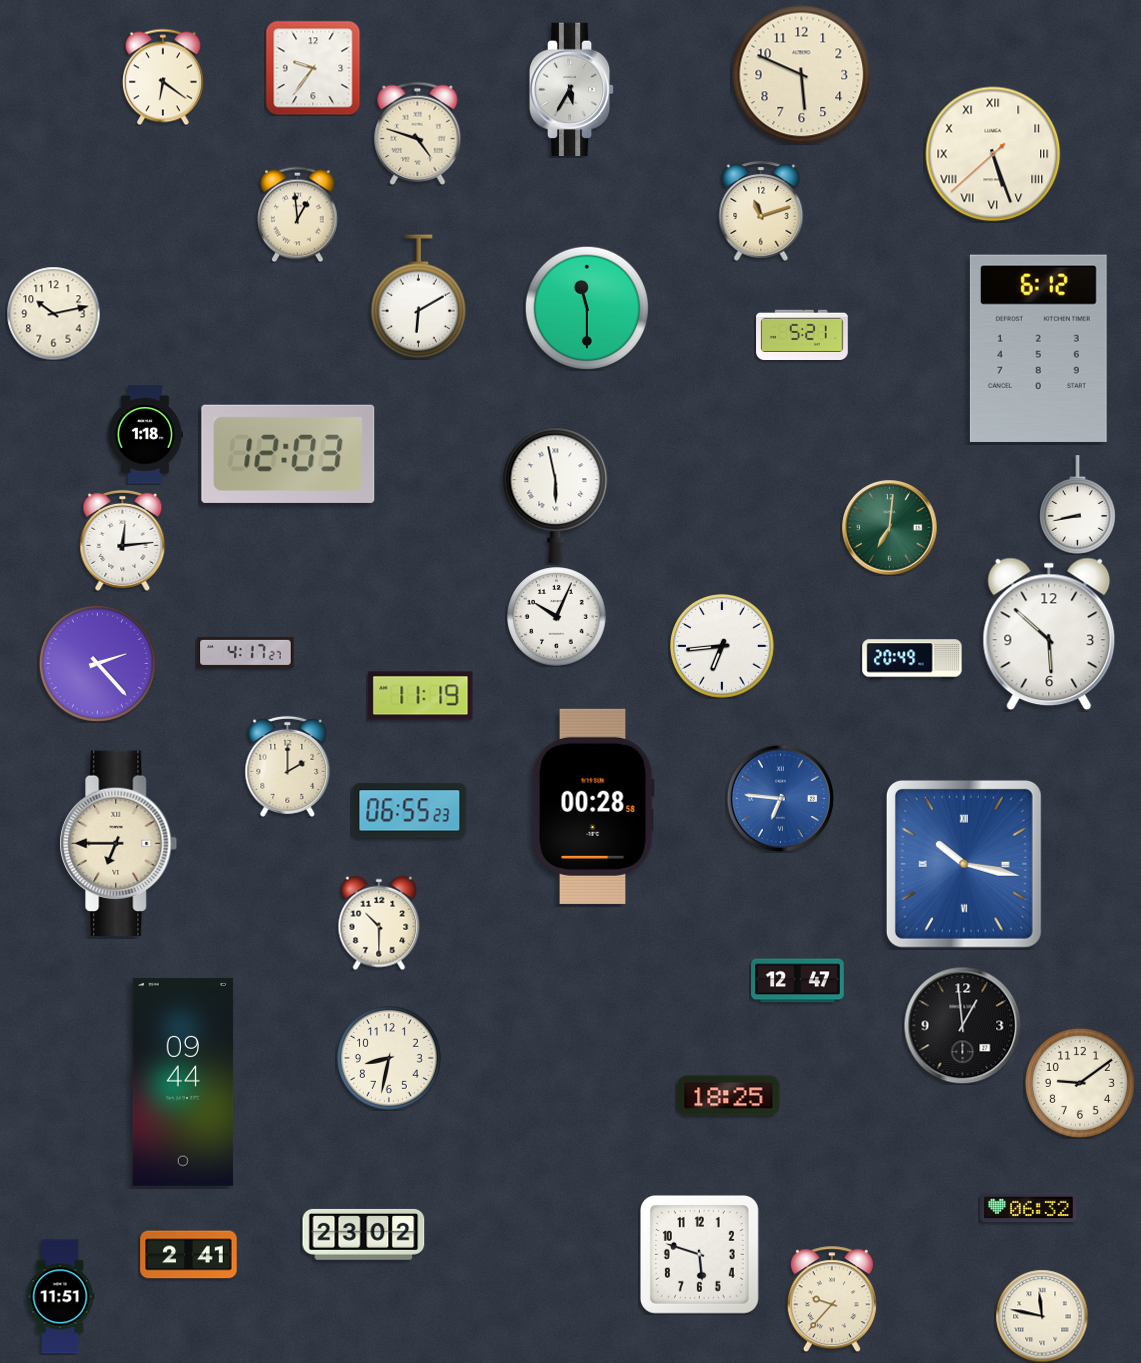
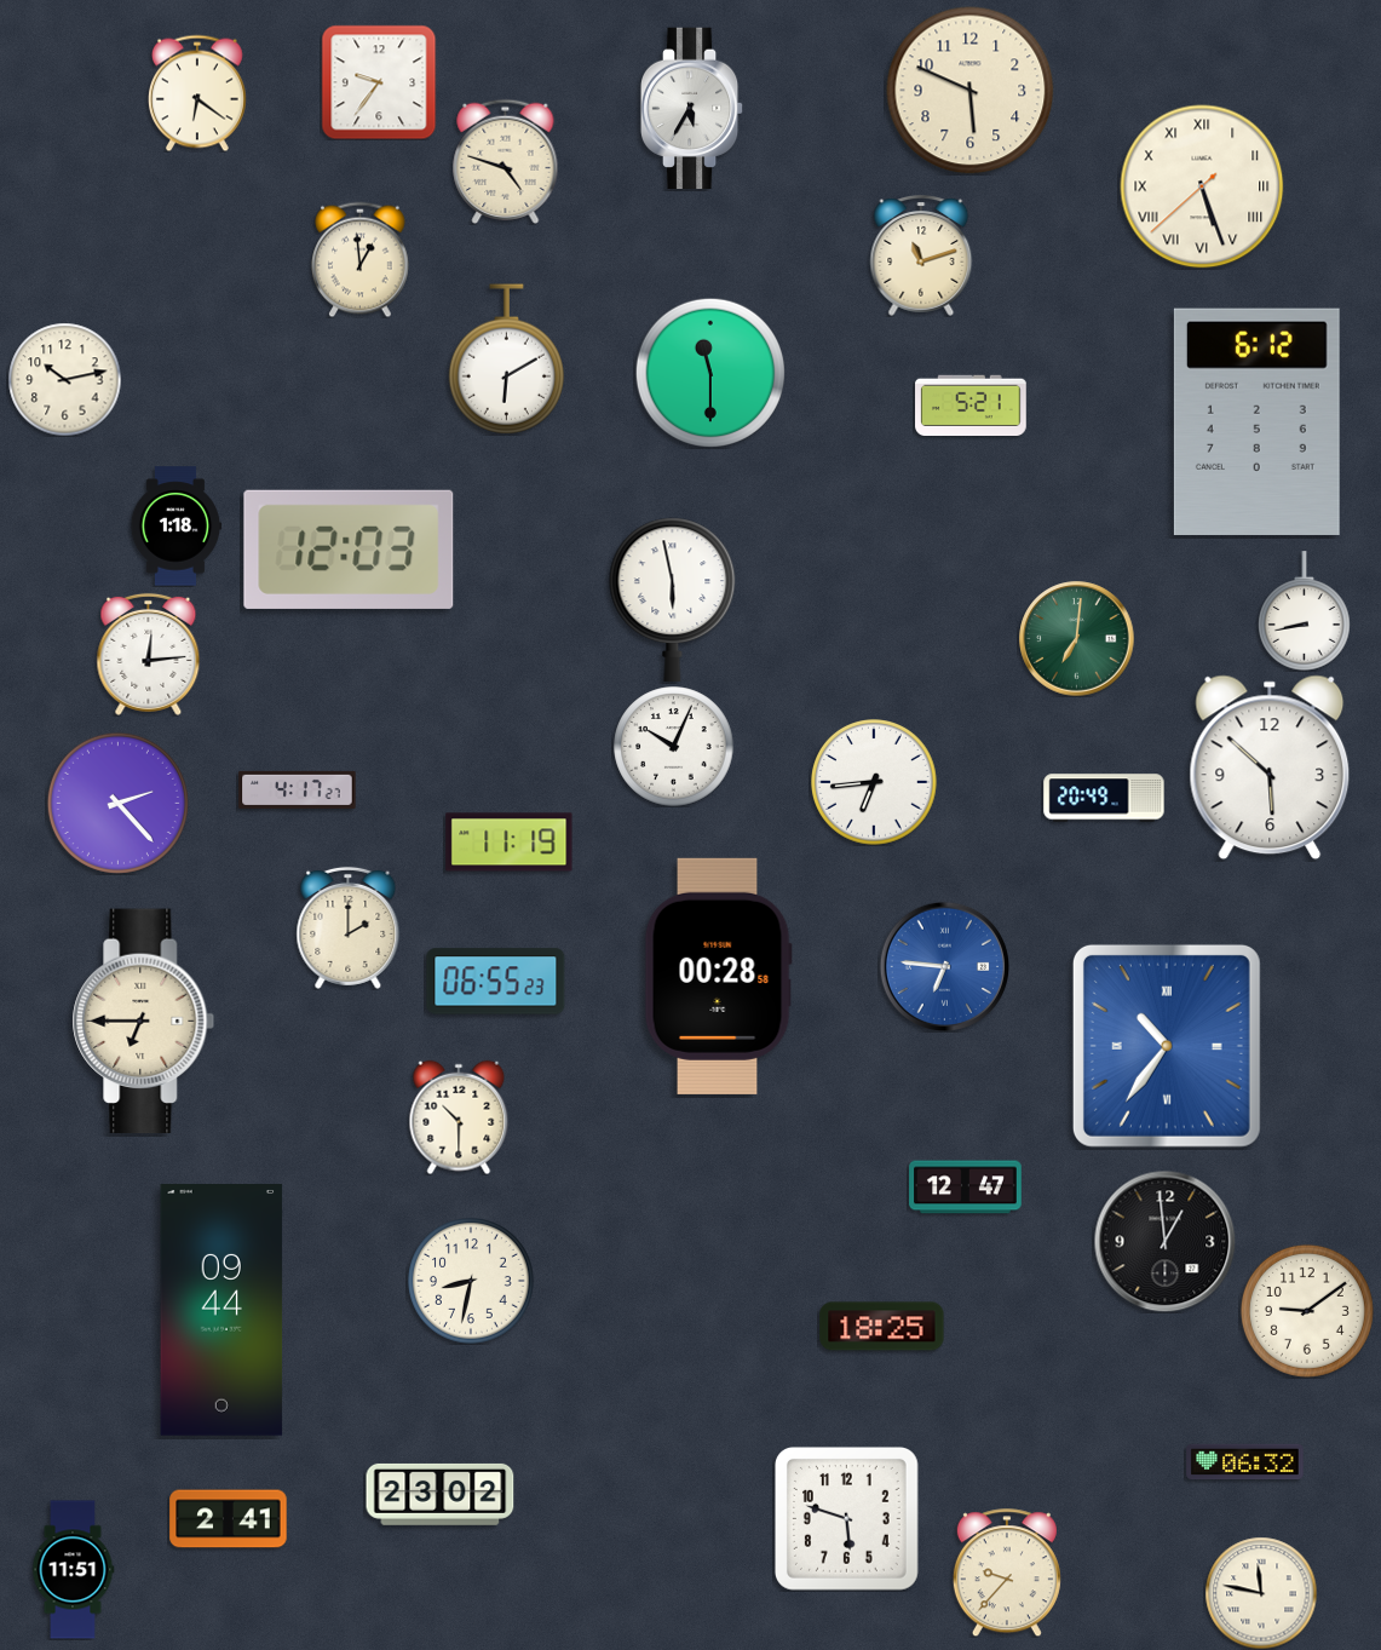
clock at (964, 864): 10:17 -> 10:36
